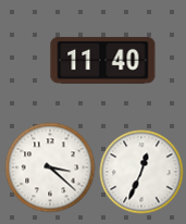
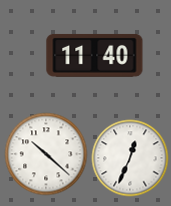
clock at (50, 167): 3:22 -> 10:22
